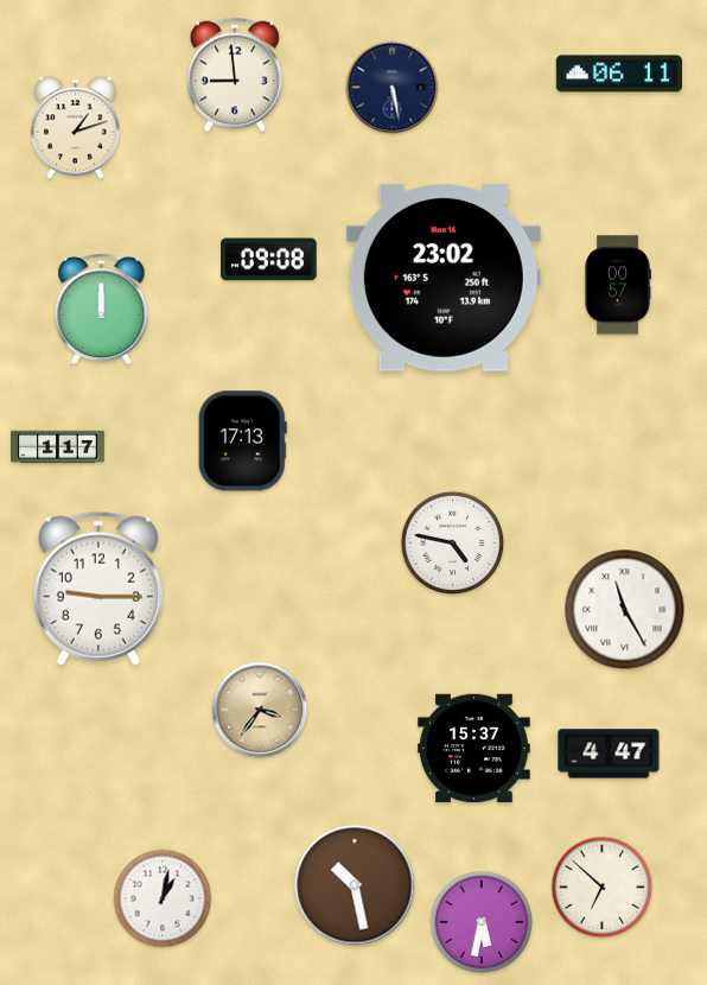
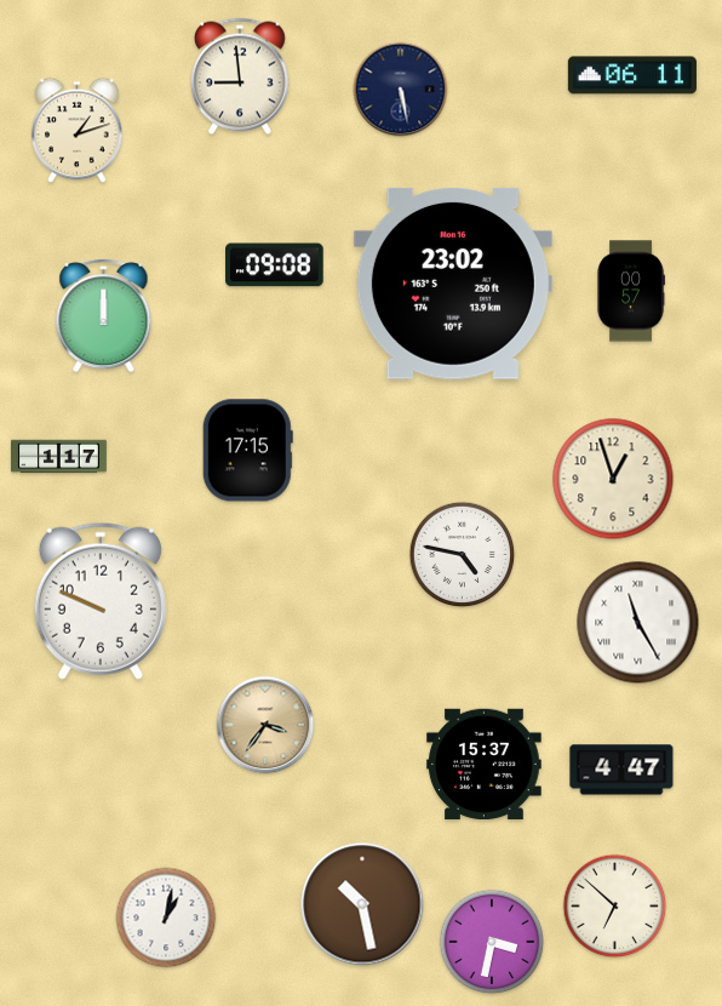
clock at (242, 441): 17:13 -> 17:15
clock at (613, 479): none -> 12:57
clock at (98, 589): 9:15 -> 9:49
clock at (482, 922): 5:32 -> 3:32
